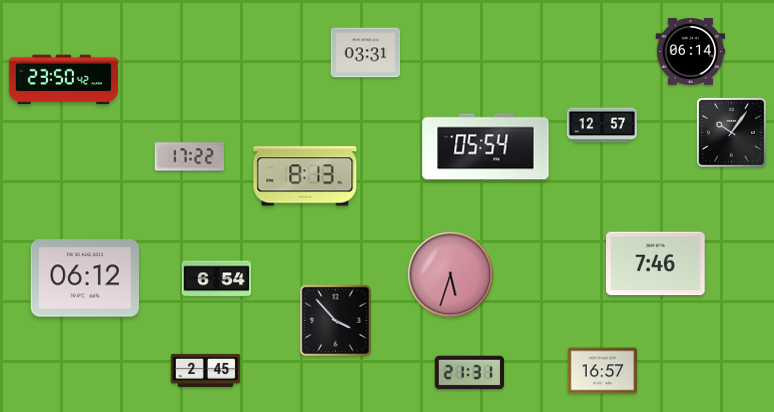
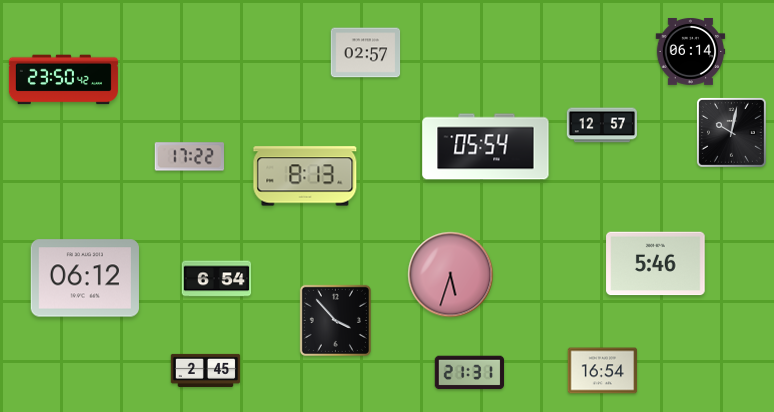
clock at (366, 53): 03:31 -> 02:57
clock at (731, 132): 10:06 -> 10:02
clock at (656, 264): 7:46 -> 5:46
clock at (603, 371): 16:57 -> 16:54
